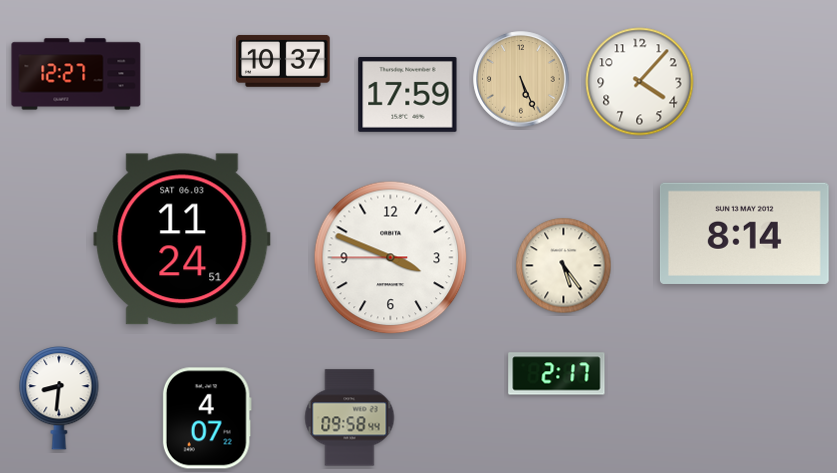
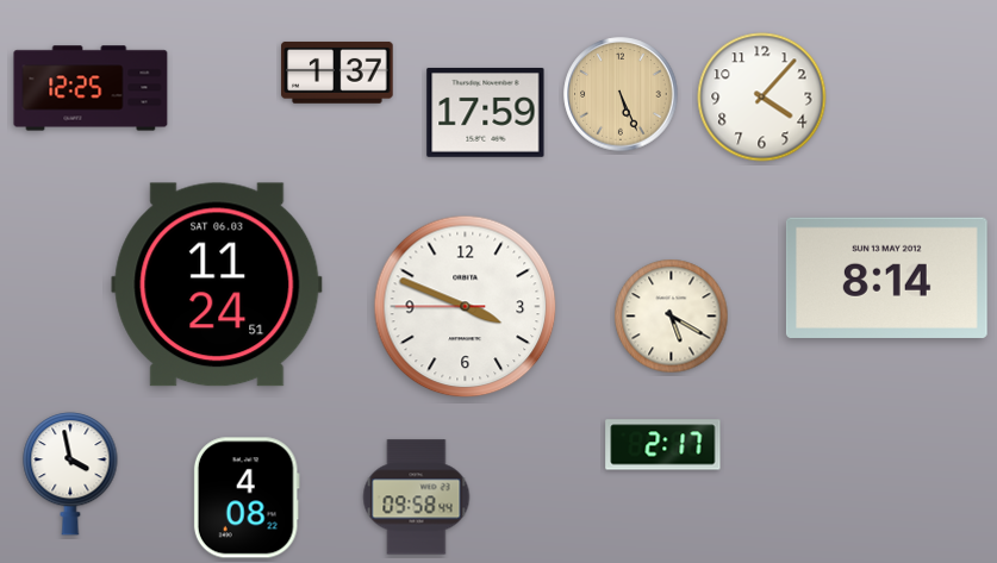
clock at (283, 61): 10:37 -> 1:37
clock at (76, 74): 12:27 -> 12:25
clock at (564, 266): 5:24 -> 5:20
clock at (59, 398): 8:31 -> 3:58
clock at (207, 418): 4:07 -> 4:08
